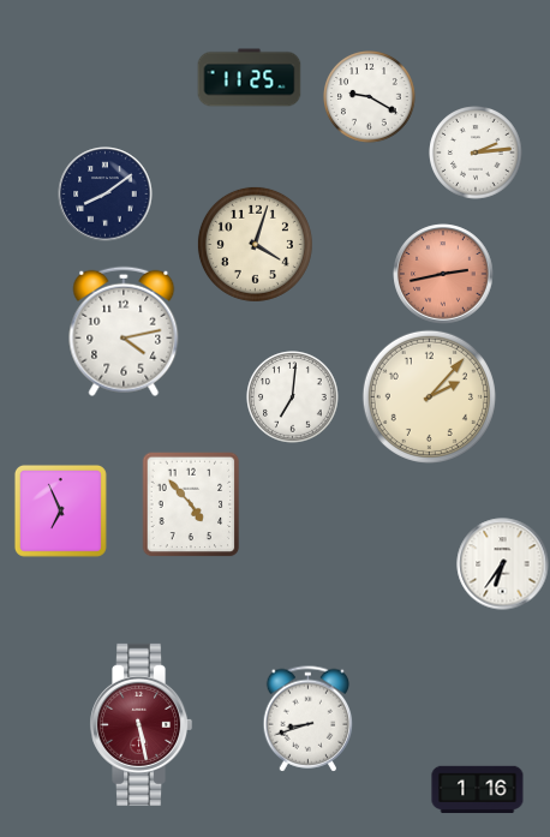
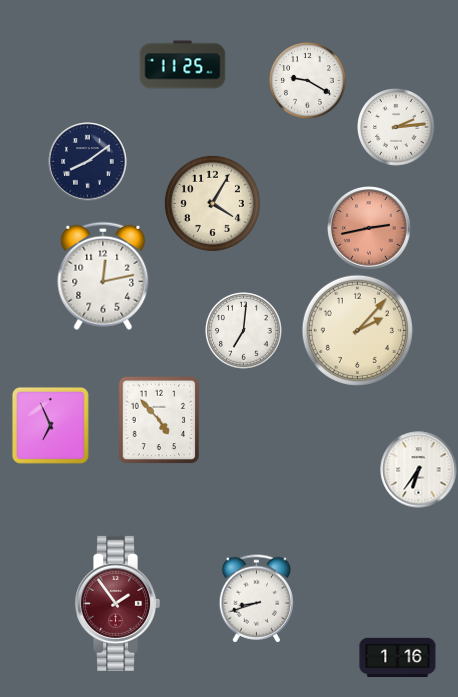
clock at (250, 78) position: (250, 78) -> (183, 65)
clock at (255, 244): 4:03 -> 4:05
clock at (124, 331): 4:13 -> 12:13
clock at (142, 724): 5:28 -> 1:54
